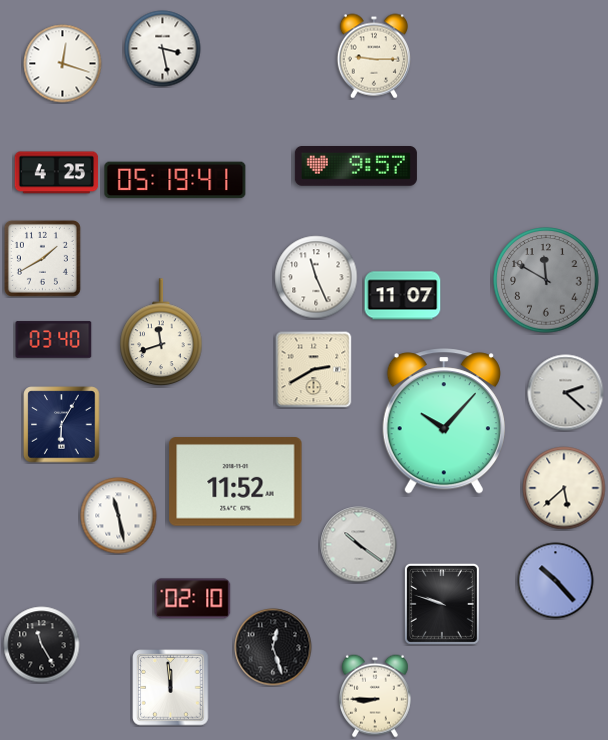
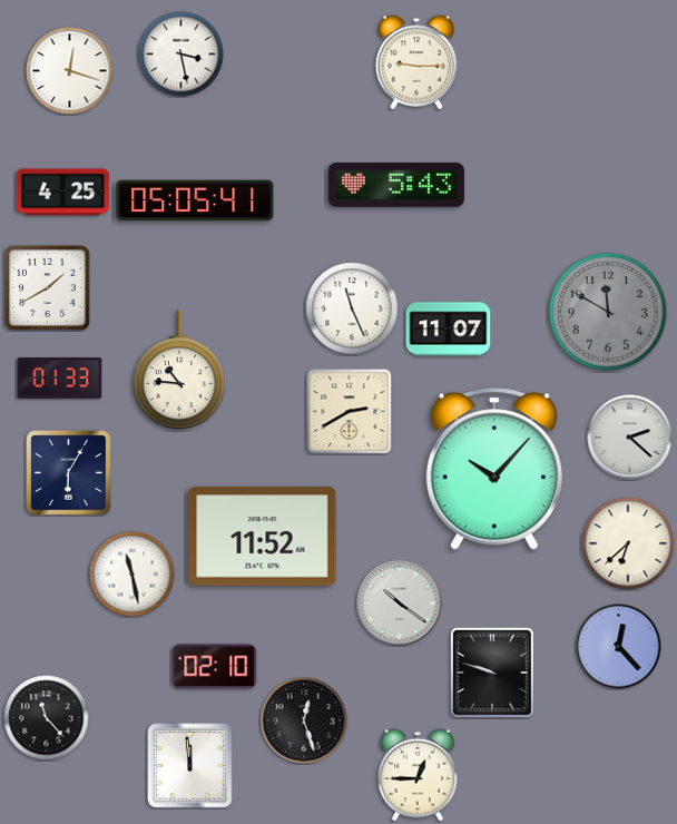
clock at (356, 167): 9:57 -> 5:43
clock at (175, 180): 05:19 -> 05:05
clock at (161, 333): 11:42 -> 10:46
clock at (54, 340): 03:40 -> 01:33
clock at (564, 488): 5:38 -> 6:38
clock at (359, 545) position: (359, 545) -> (400, 604)
clock at (556, 581): 10:23 -> 12:23
clock at (42, 645): 11:25 -> 11:23
clock at (375, 696): 8:45 -> 12:45
